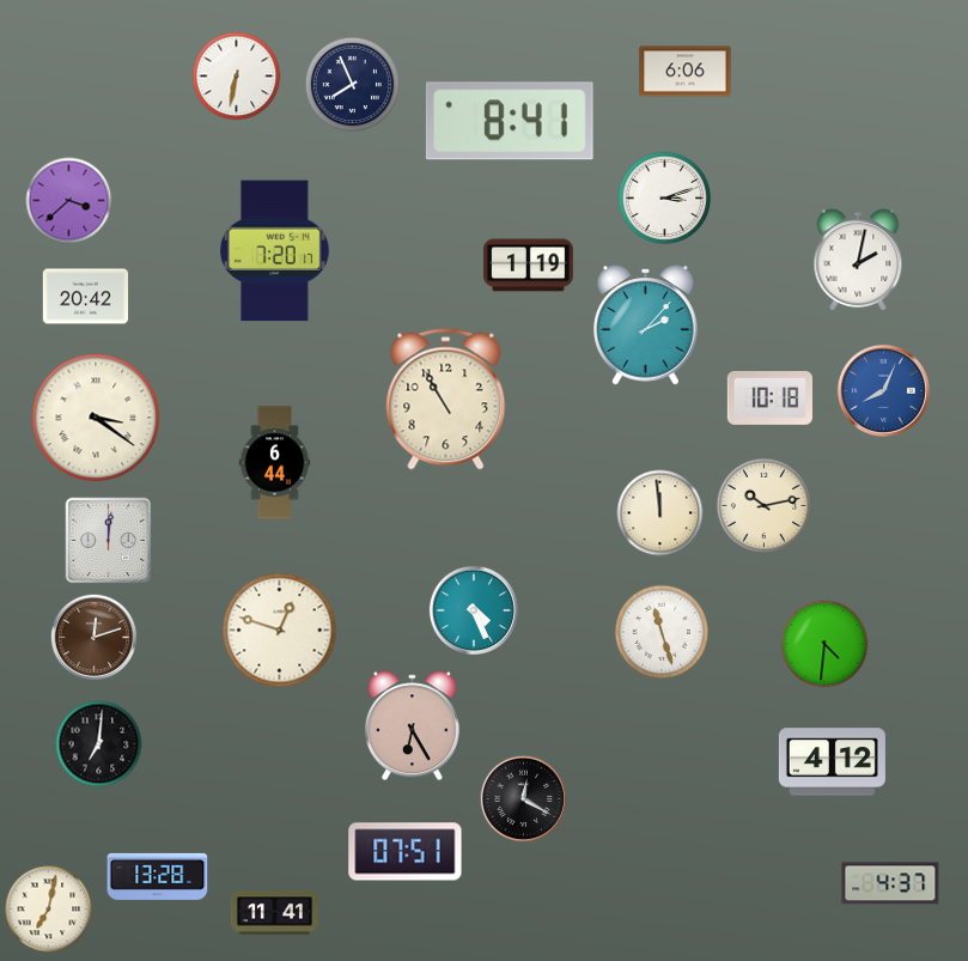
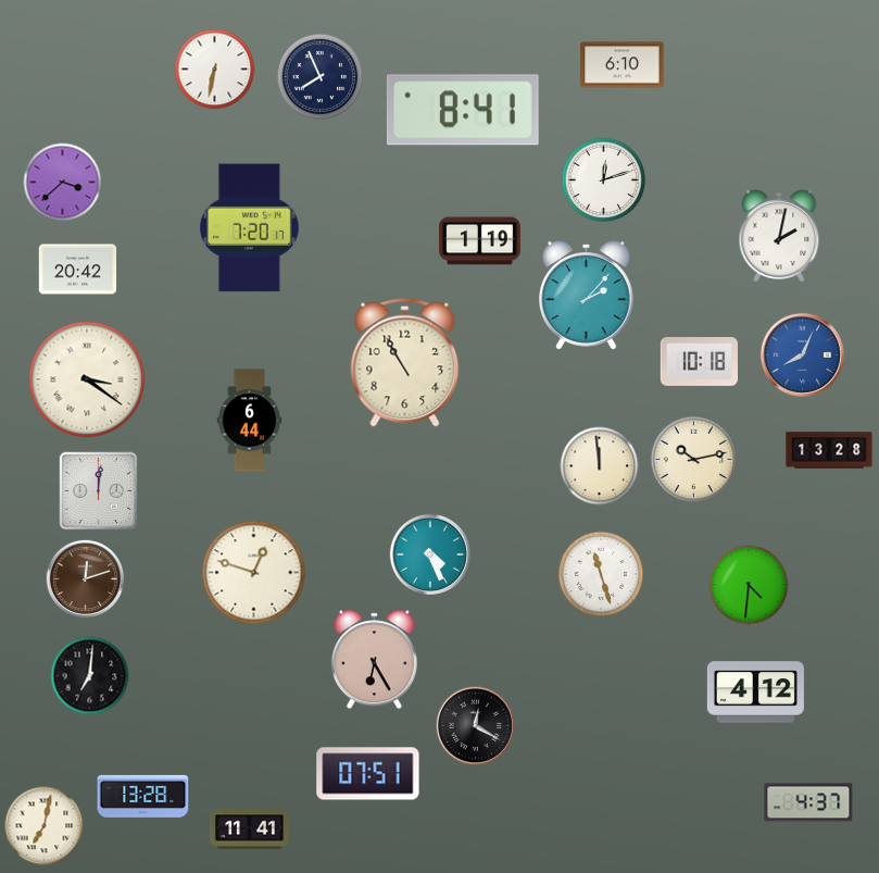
clock at (686, 72): 6:06 -> 6:10
clock at (665, 199): 3:12 -> 12:12
clock at (829, 450): none -> 13:28
